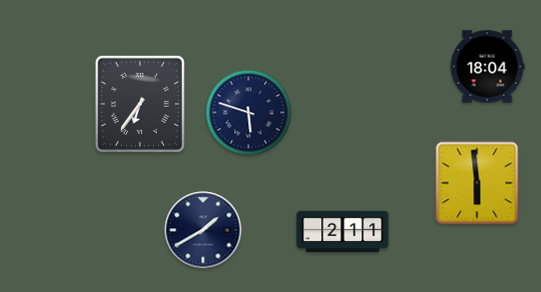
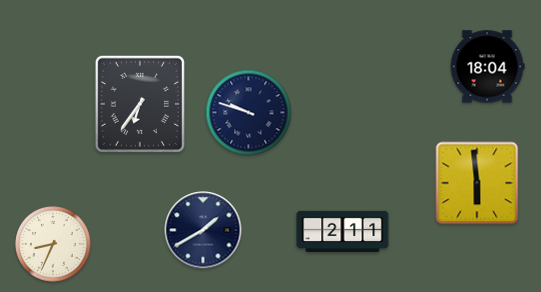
clock at (249, 113): 5:48 -> 9:48
clock at (54, 245): none -> 8:34
